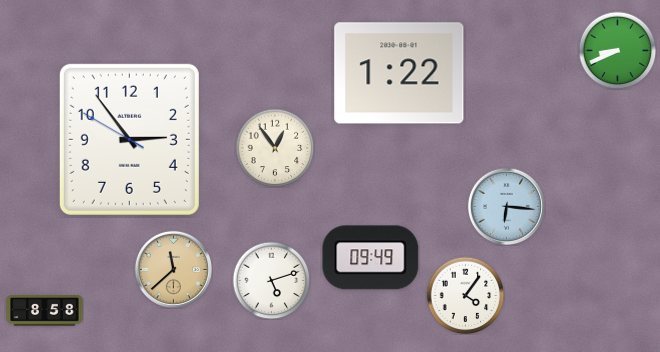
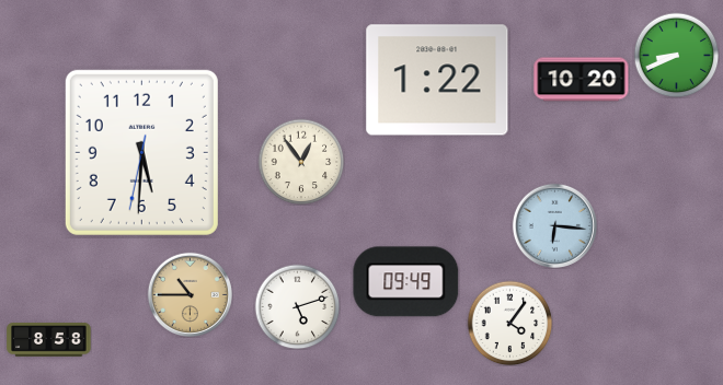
clock at (582, 80): none -> 10:20
clock at (129, 139): 2:53 -> 5:30
clock at (173, 269): 11:38 -> 10:45
